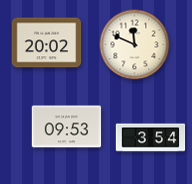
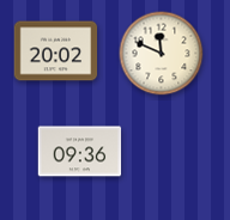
clock at (67, 127): 09:53 -> 09:36
clock at (151, 138): 3:54 -> none
